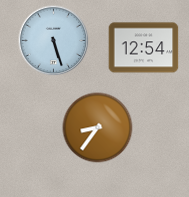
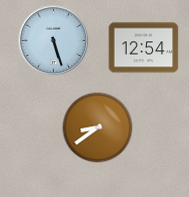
clock at (98, 128): 8:36 -> 8:39
